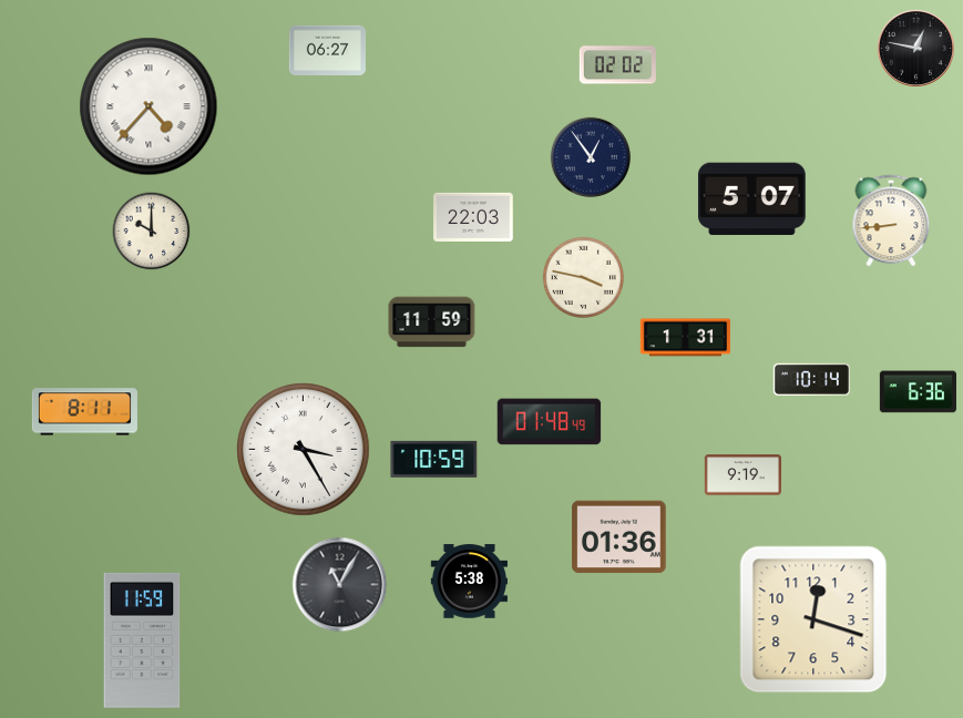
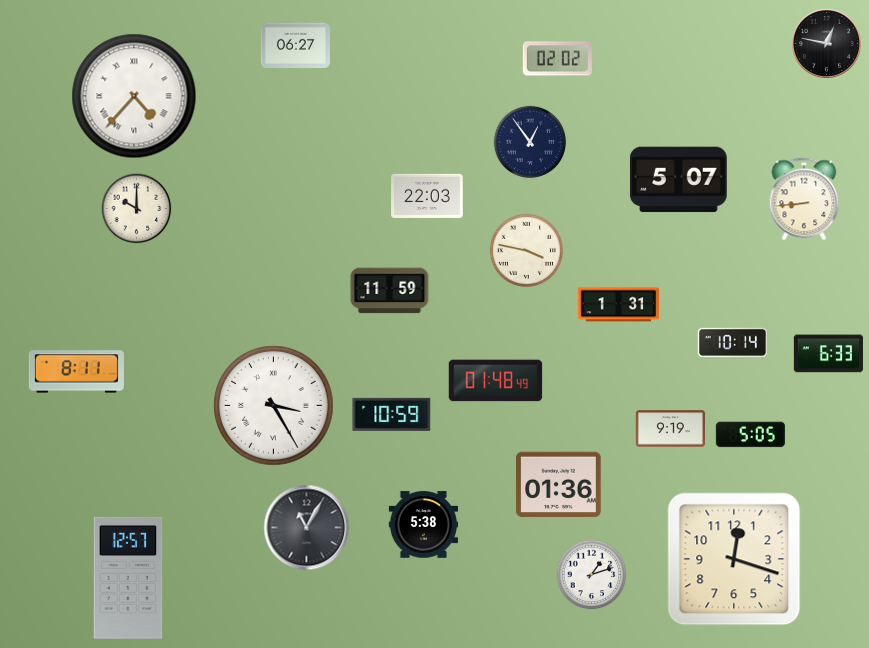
clock at (591, 157) position: (591, 157) -> (530, 142)
clock at (918, 392): 6:36 -> 6:33
clock at (750, 435): none -> 5:05
clock at (592, 575): none -> 1:12
clock at (142, 640): 11:59 -> 12:57
